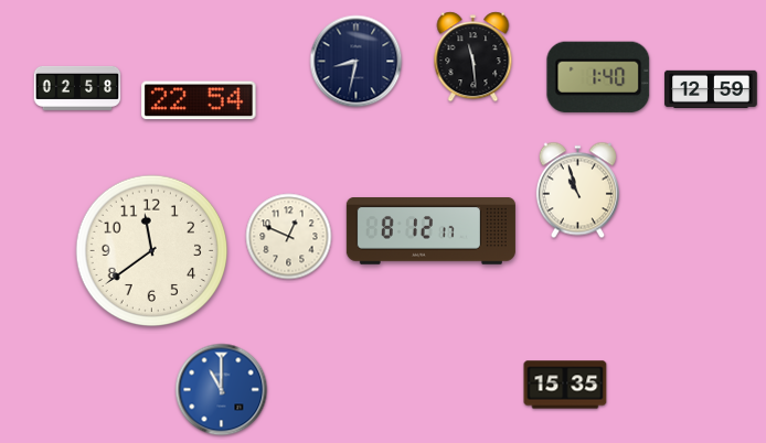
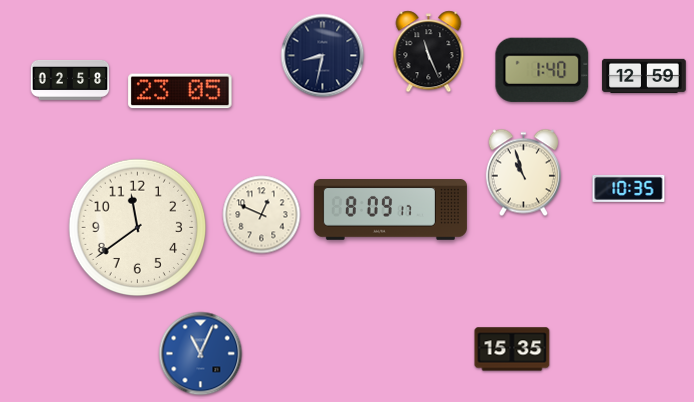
clock at (474, 57): 11:29 -> 11:26
clock at (711, 89) position: (711, 89) -> (644, 76)
clock at (199, 100): 22:54 -> 23:05
clock at (629, 188): none -> 10:35
clock at (430, 231): 8:12 -> 8:09
clock at (222, 390): 11:00 -> 11:04
